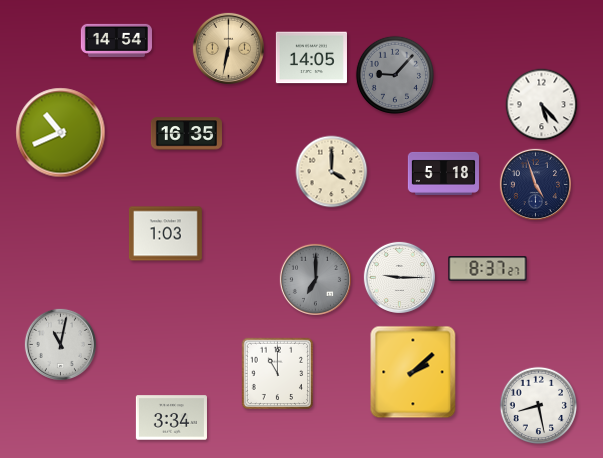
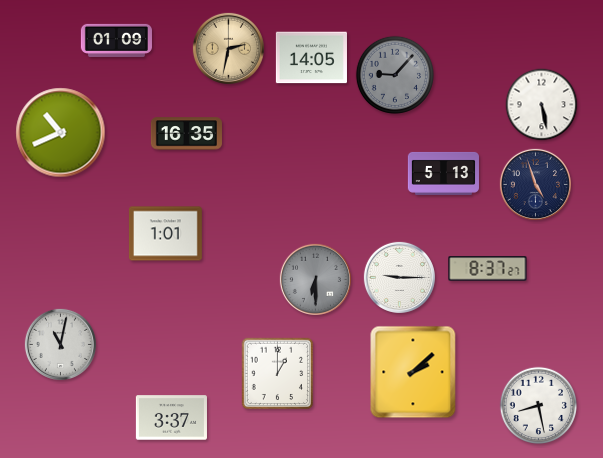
clock at (116, 40): 14:54 -> 01:09
clock at (228, 48): 6:32 -> 2:32
clock at (542, 105): 5:23 -> 5:28
clock at (332, 172): 4:00 -> none
clock at (443, 173): 5:18 -> 5:13
clock at (165, 234): 1:03 -> 1:01
clock at (315, 279): 7:00 -> 6:30
clock at (278, 374): 11:00 -> 1:00
clock at (171, 418): 3:34 -> 3:37
